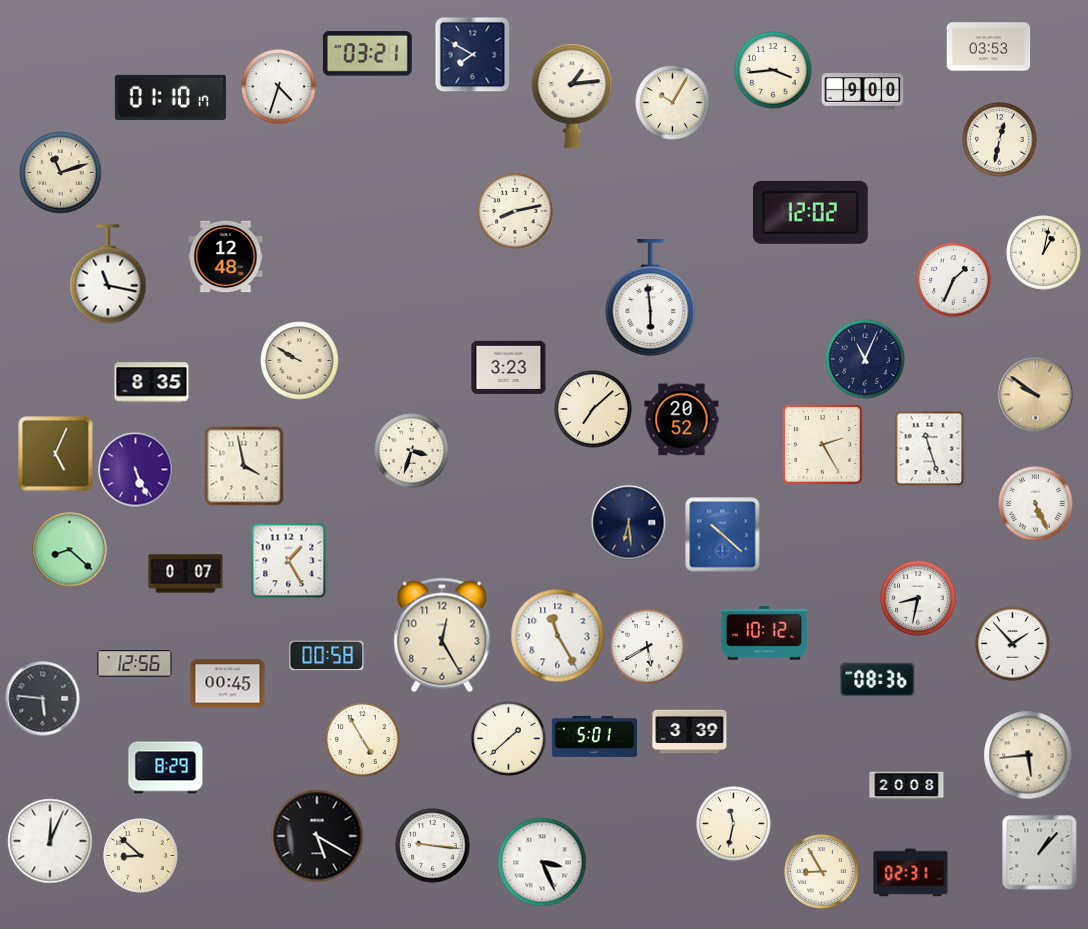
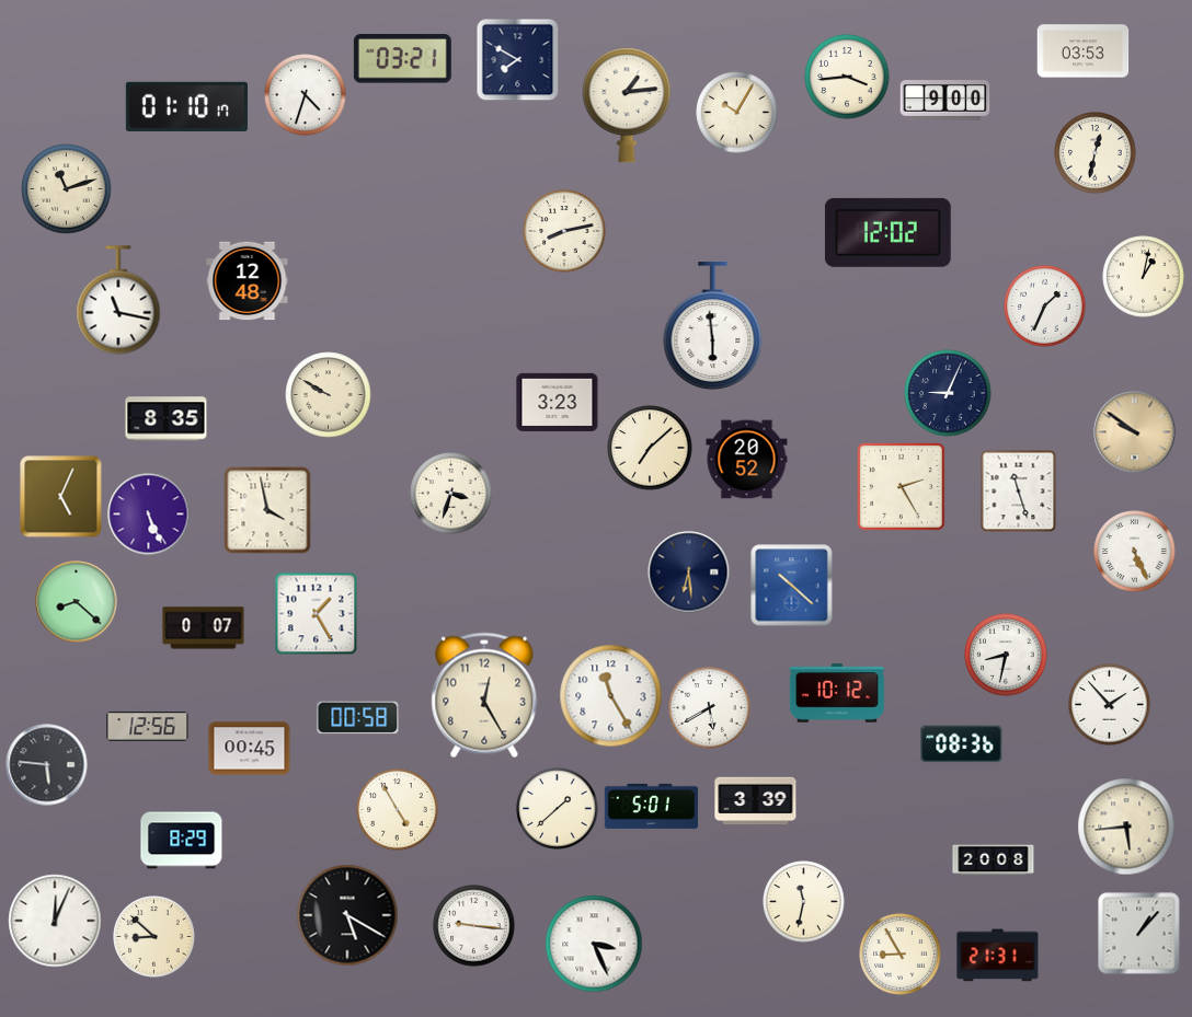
clock at (865, 359): 11:04 -> 9:04
clock at (911, 873): 02:31 -> 21:31
